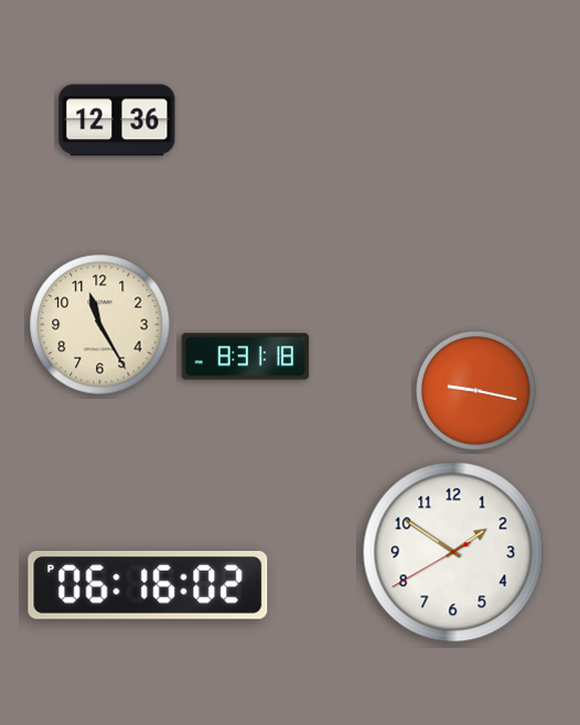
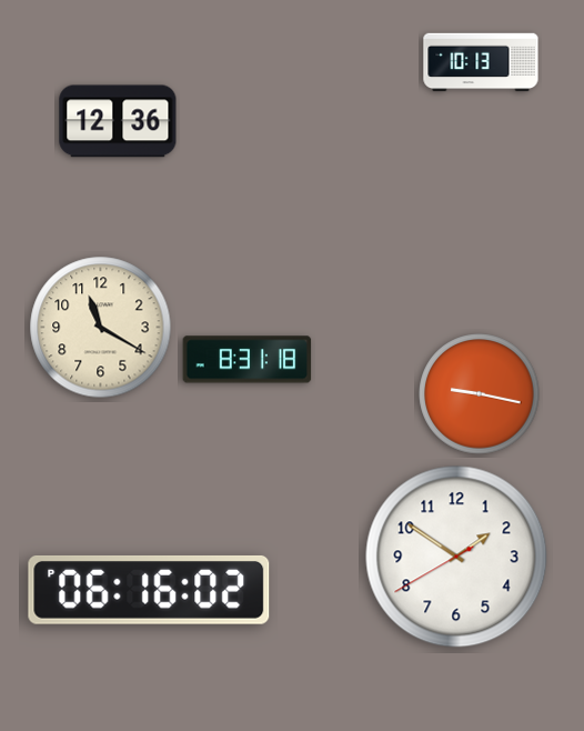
clock at (481, 62): none -> 10:13
clock at (100, 325): 11:25 -> 11:20
